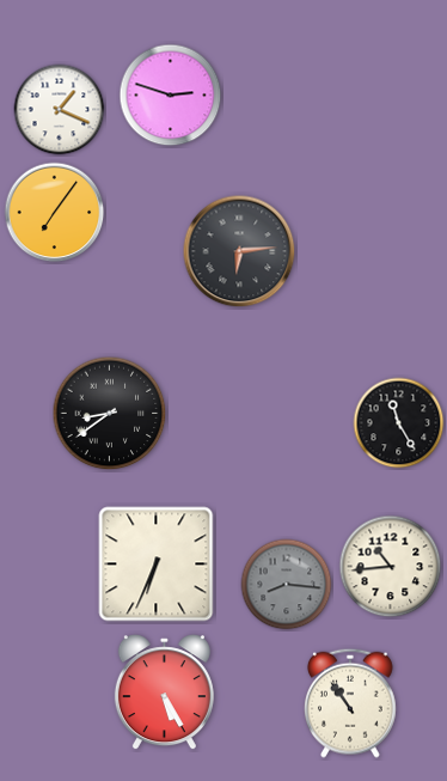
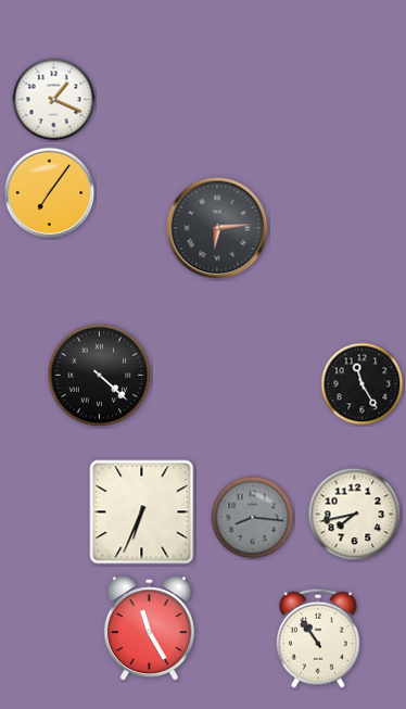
clock at (171, 96): 2:48 -> none
clock at (110, 414): 8:39 -> 4:22
clock at (391, 567): 10:44 -> 7:43
clock at (287, 585) position: (287, 585) -> (253, 518)
clock at (164, 692): 5:25 -> 11:25
